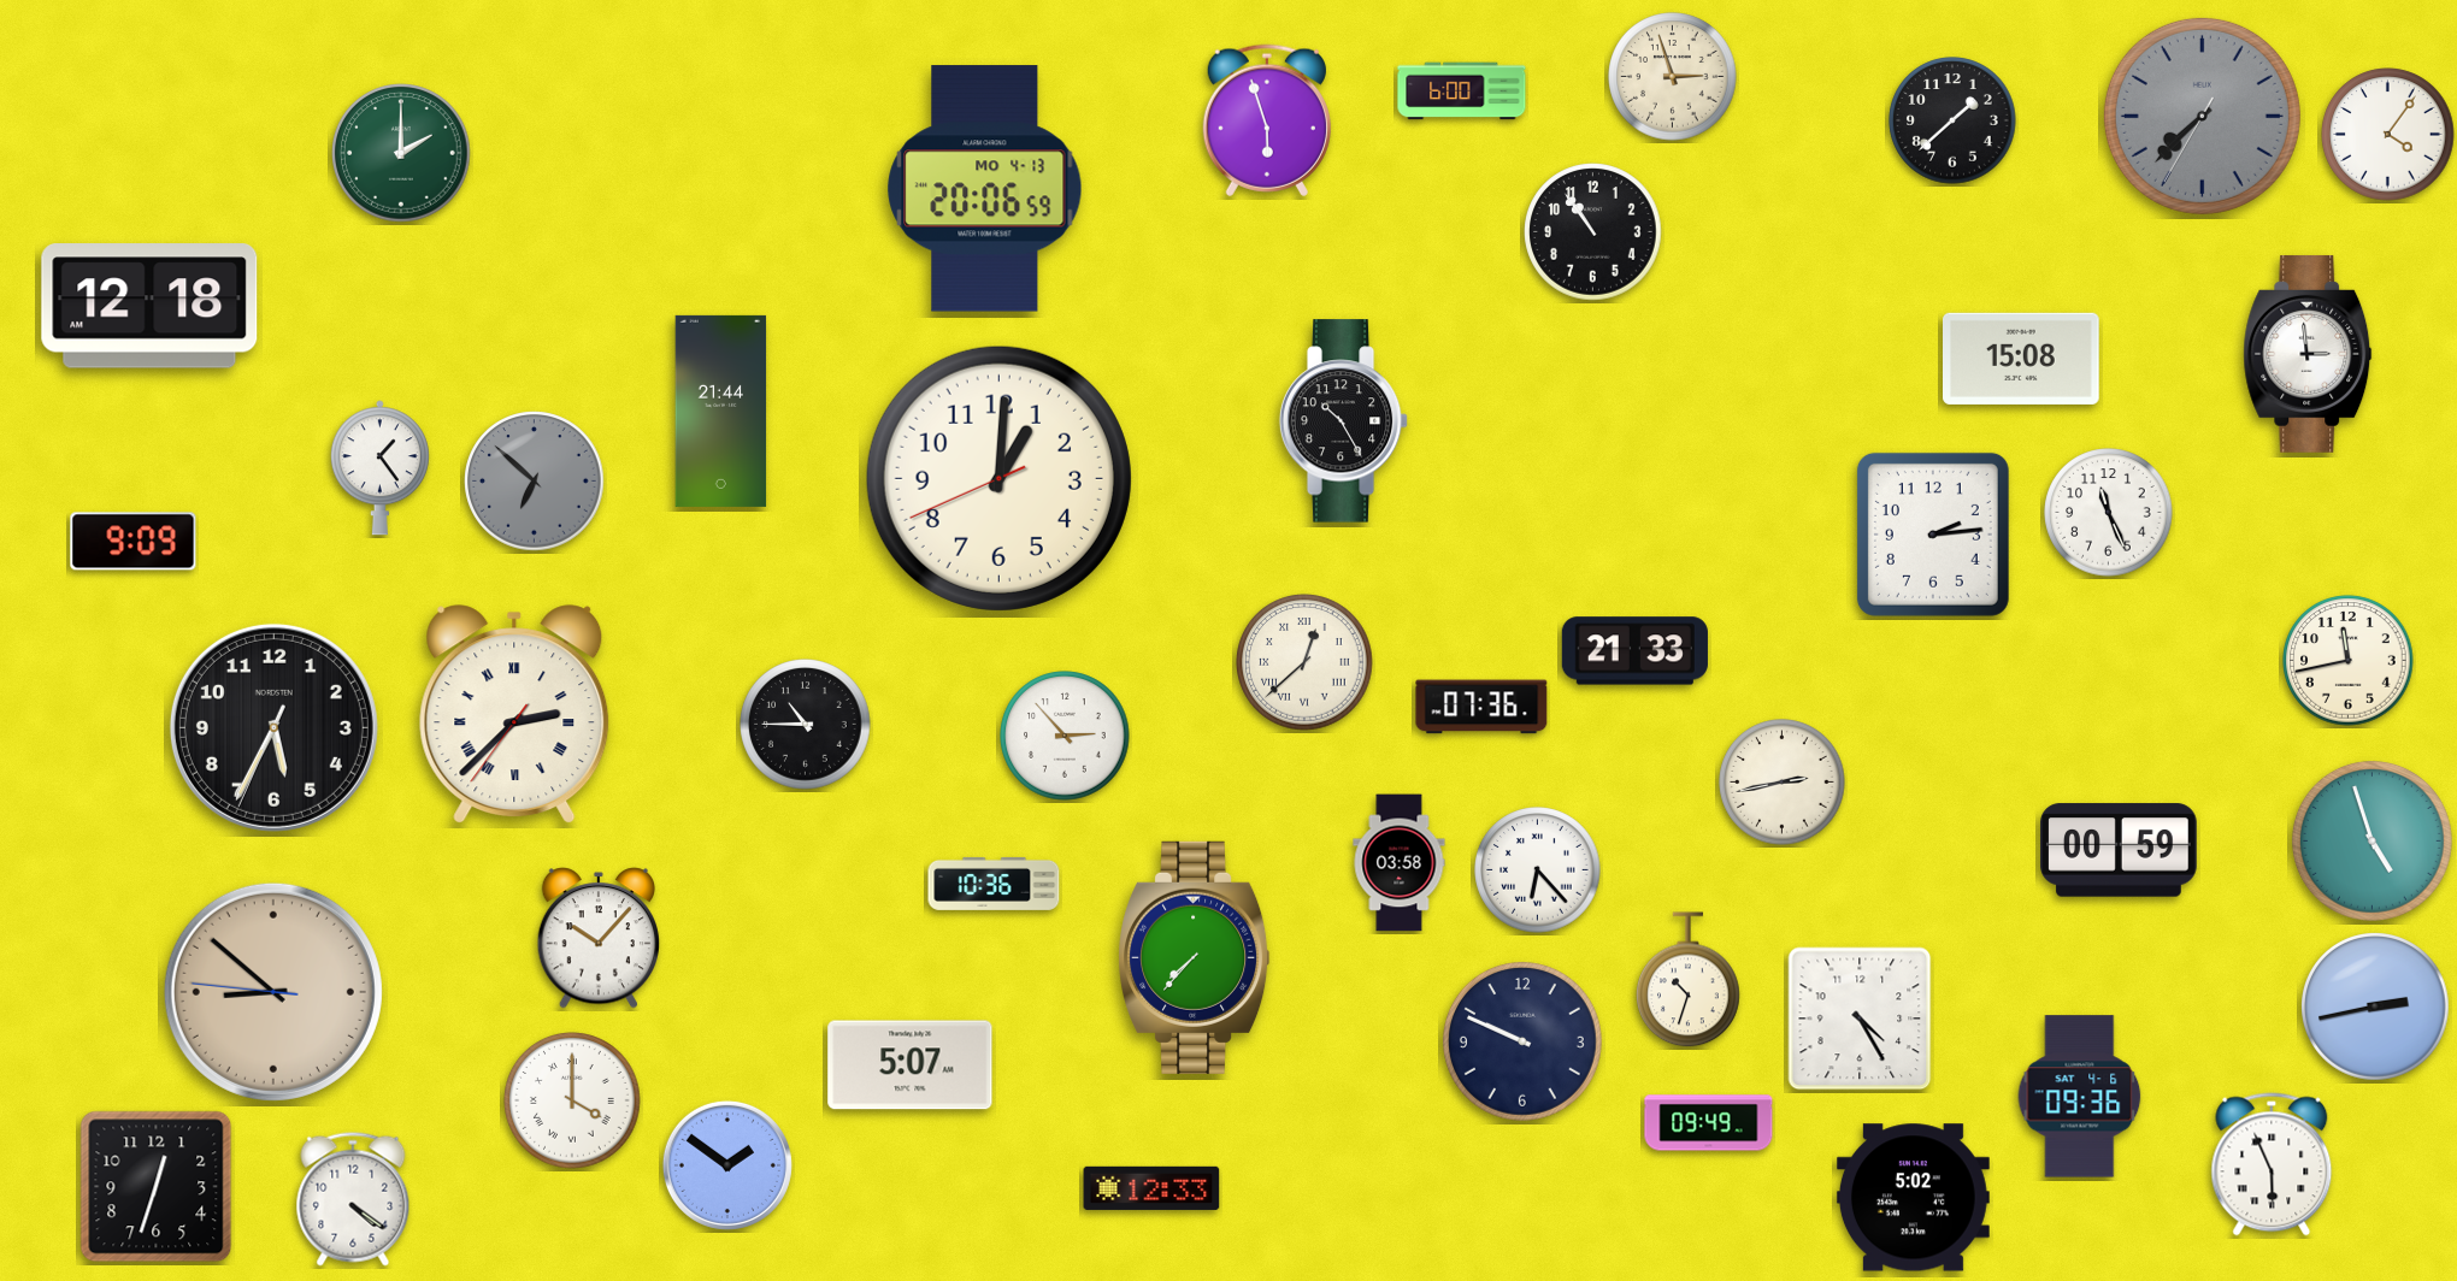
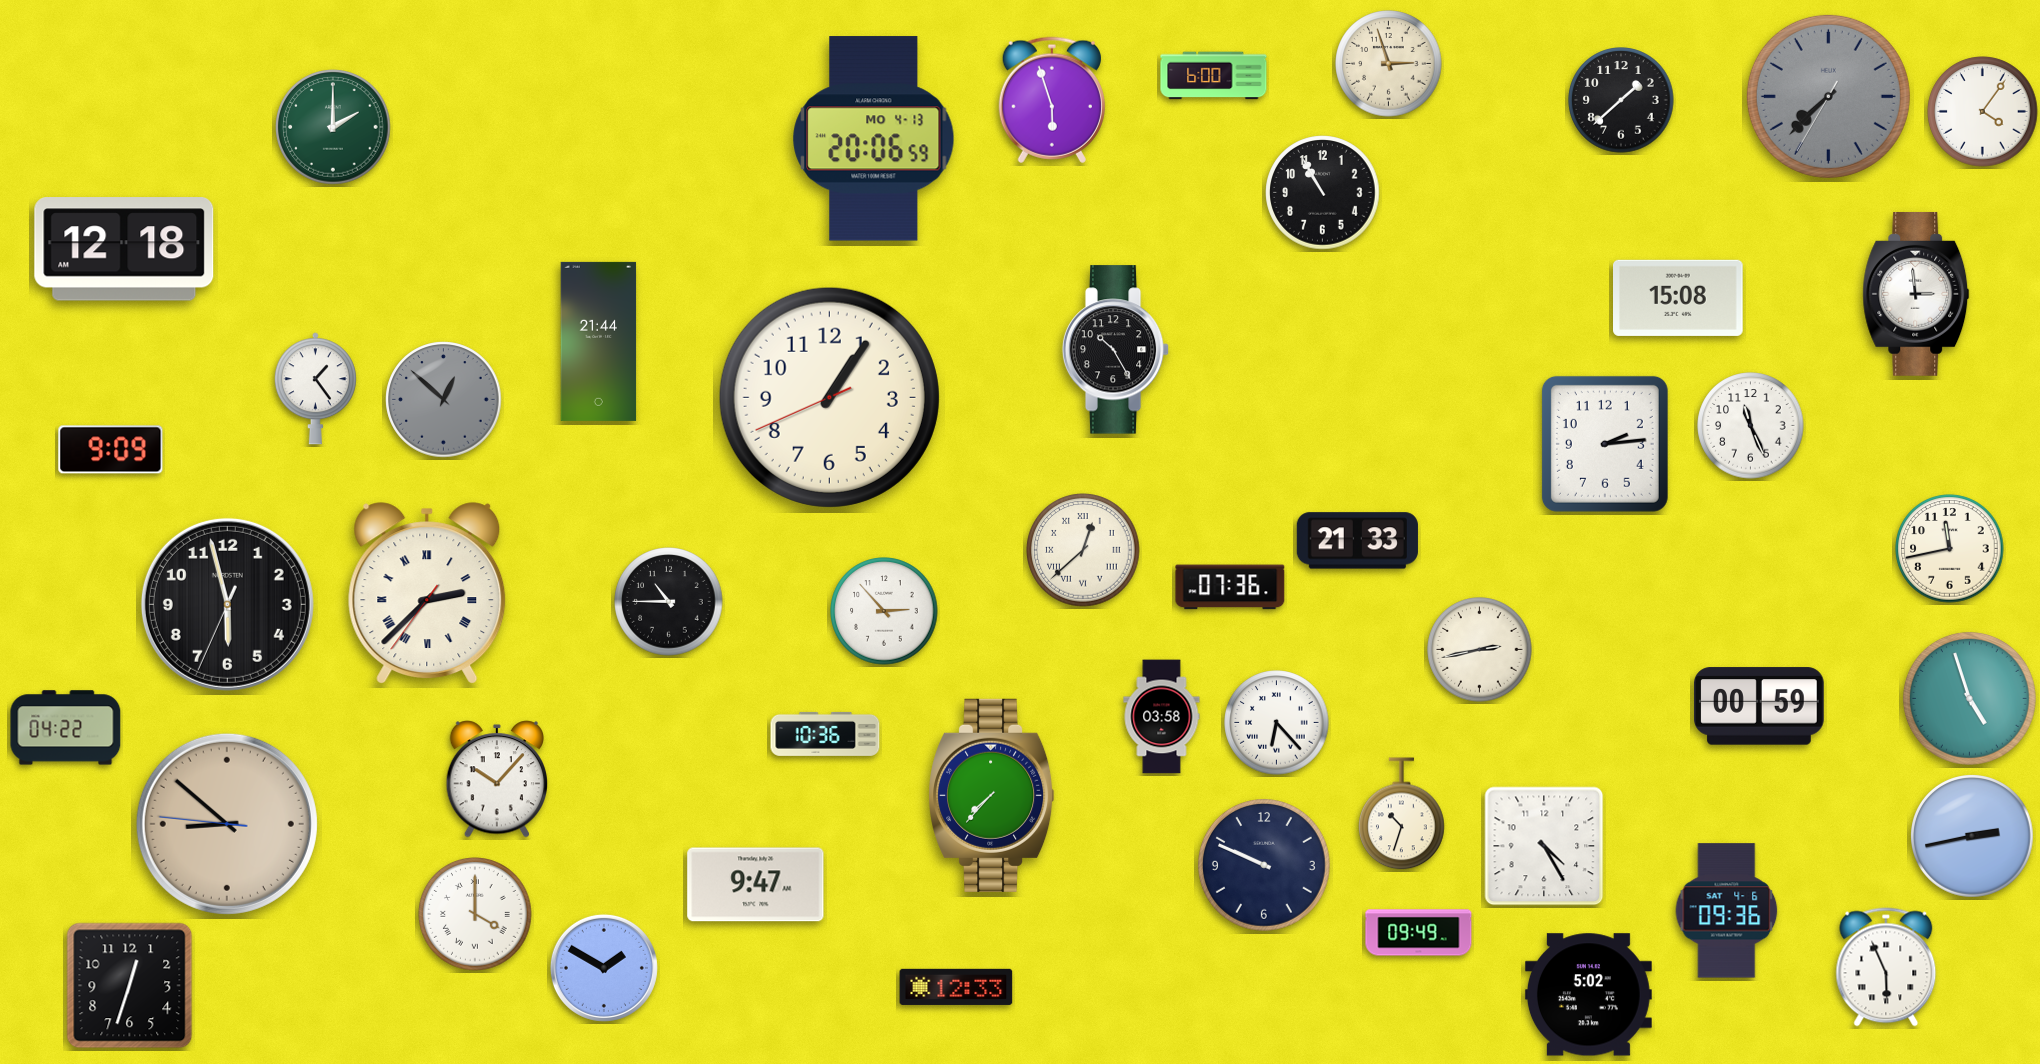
clock at (985, 189) position: (985, 189) -> (874, 139)
clock at (1593, 232): 10:54 -> 10:55
clock at (149, 306) position: (149, 306) -> (124, 249)
clock at (998, 478): 1:00 -> 1:05
clock at (535, 482): 6:52 -> 12:52
clock at (273, 727): 5:34 -> 5:57
clock at (66, 728): none -> 04:22
clock at (911, 1065): 5:07 -> 9:47
clock at (727, 1165): 1:51 -> 1:50
clock at (353, 1199): 4:21 -> none
